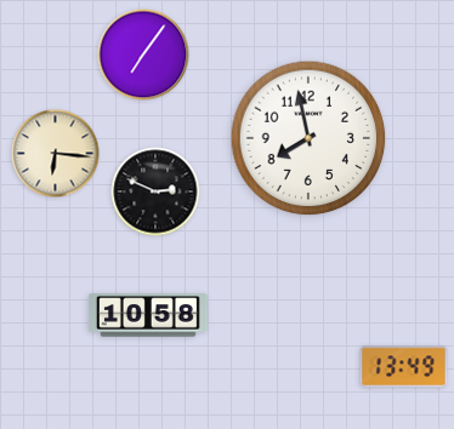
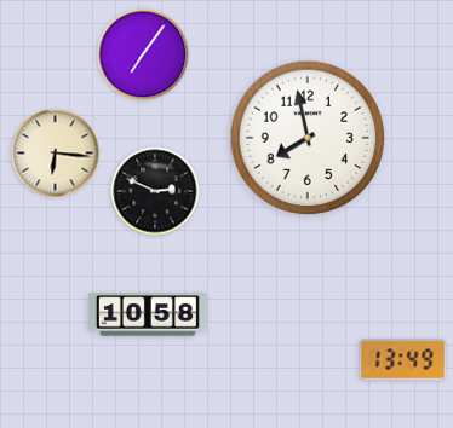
clock at (404, 367) position: (404, 367) -> (403, 360)
